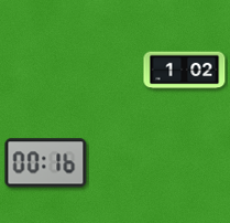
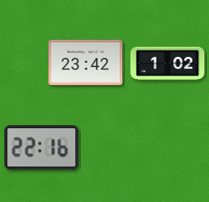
clock at (86, 63): none -> 23:42
clock at (46, 163): 00:16 -> 22:16
